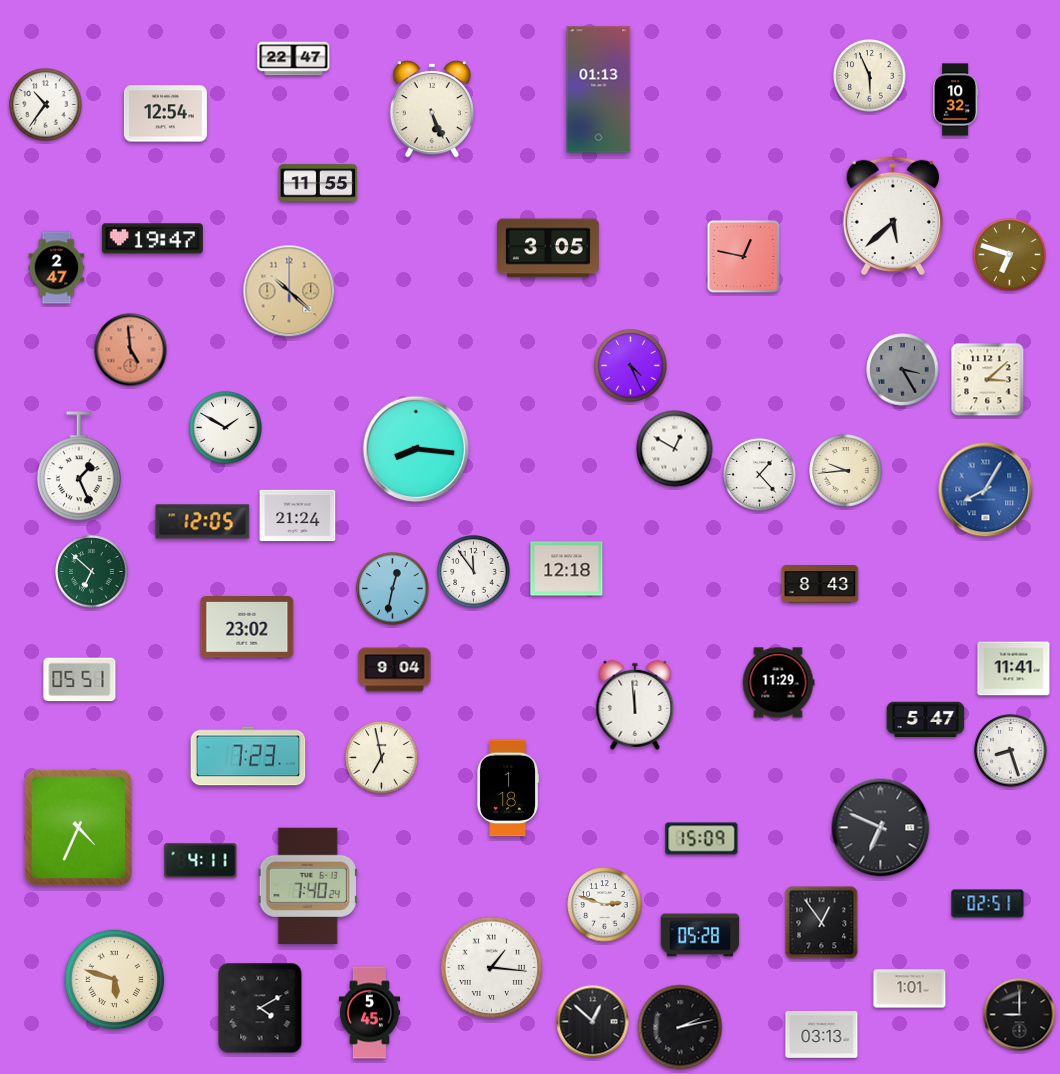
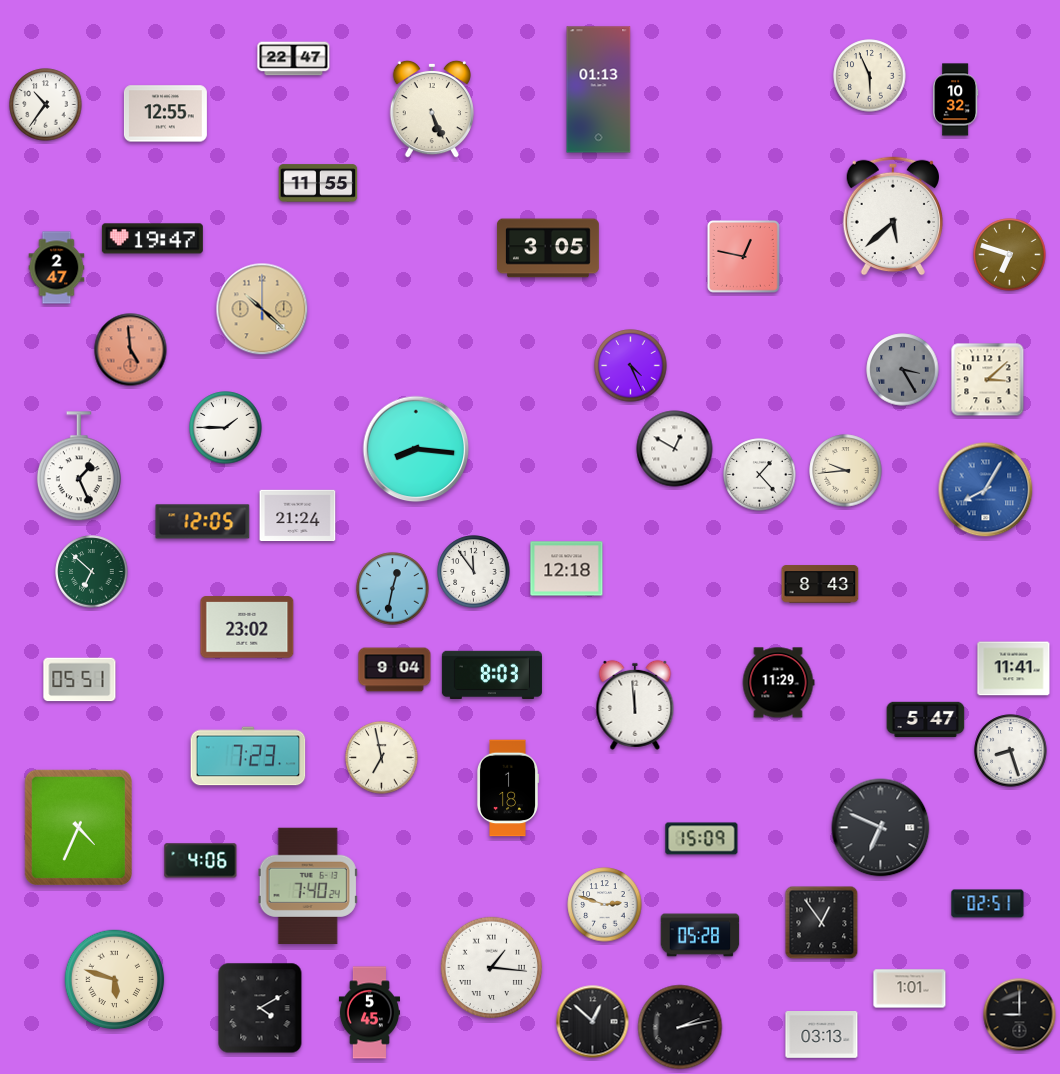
clock at (165, 114): 12:54 -> 12:55
clock at (289, 291) position: (289, 291) -> (262, 309)
clock at (226, 428): 1:50 -> 1:45
clock at (492, 674): none -> 8:03
clock at (201, 861): 4:11 -> 4:06
